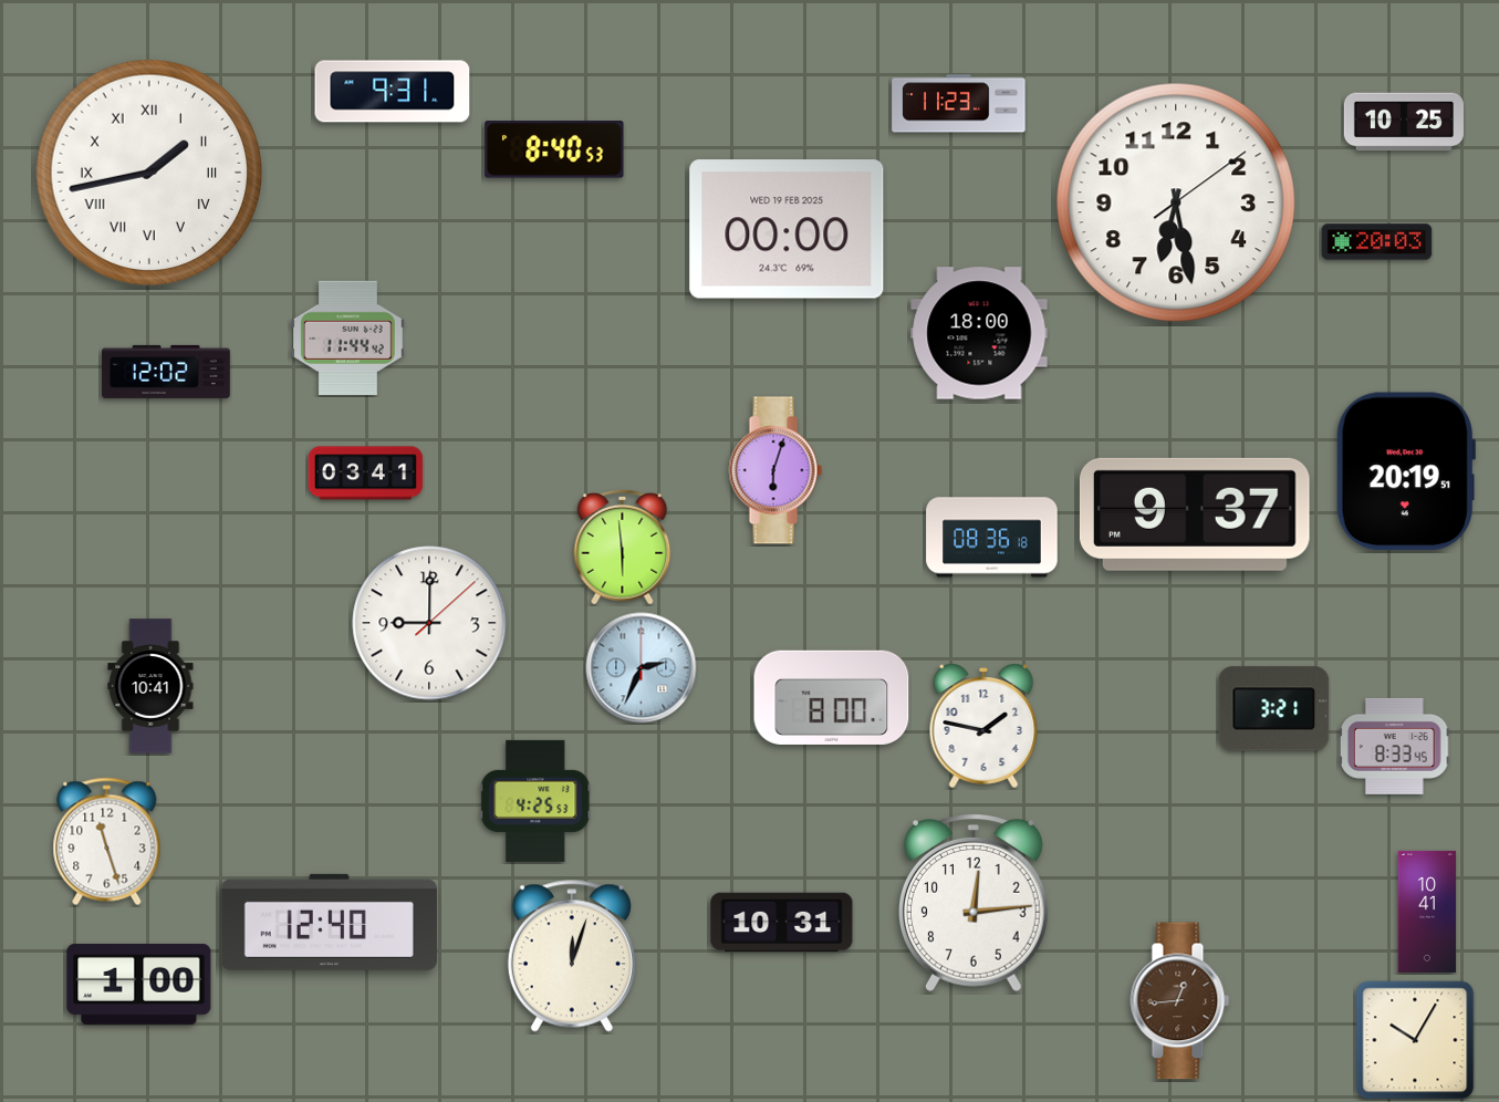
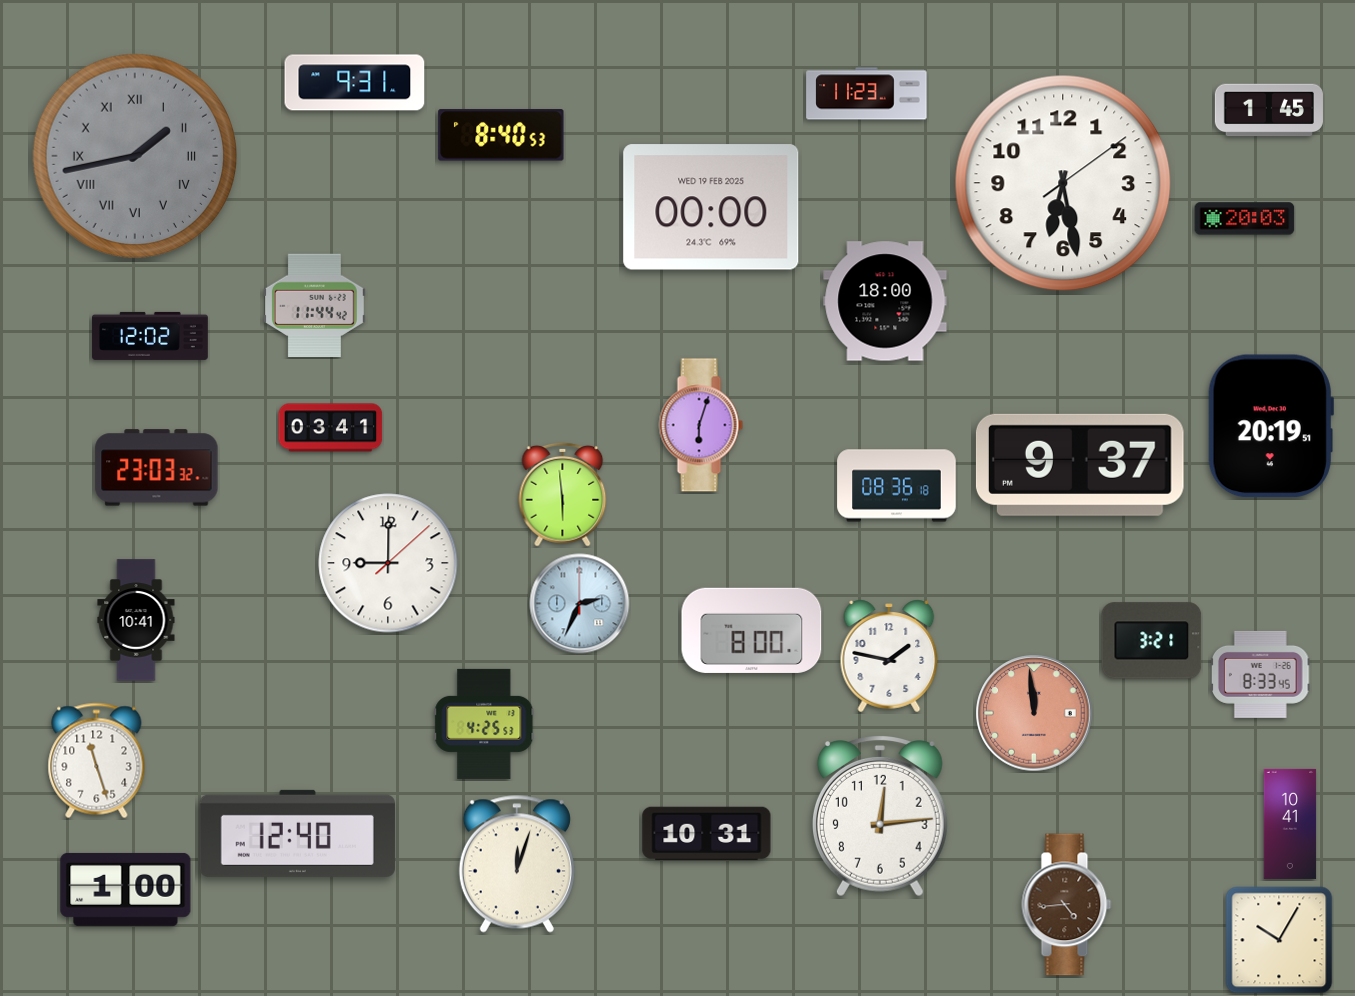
clock at (1404, 122): 10:25 -> 1:45
clock at (149, 173) dial: white -> grey
clock at (157, 468): none -> 23:03
clock at (1034, 713): none -> 11:59
clock at (1180, 1001): 12:44 -> 4:44
